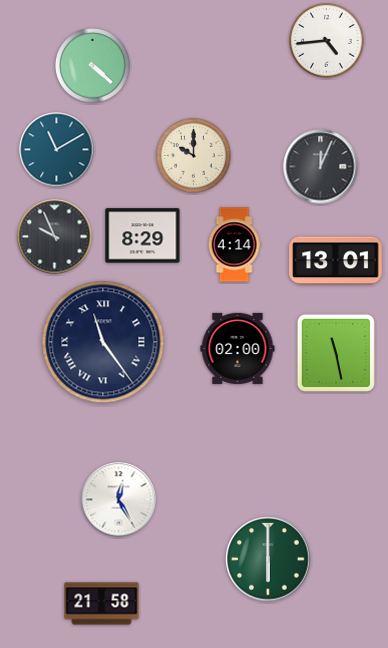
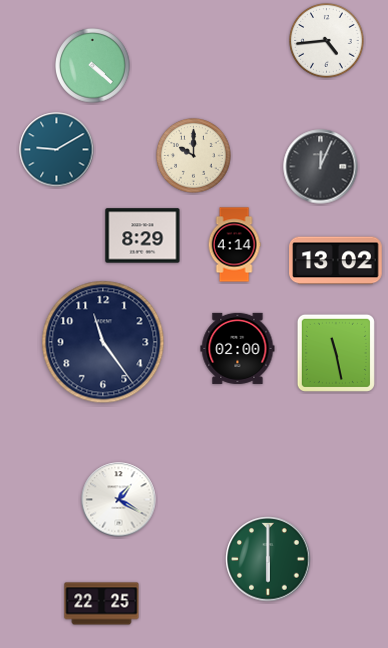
clock at (57, 150): 11:10 -> 9:10
clock at (55, 237): 9:56 -> none
clock at (336, 261): 13:01 -> 13:02
clock at (103, 342) numerals: Roman -> Arabic
clock at (119, 500): 12:25 -> 1:20
clock at (102, 604): 21:58 -> 22:25
